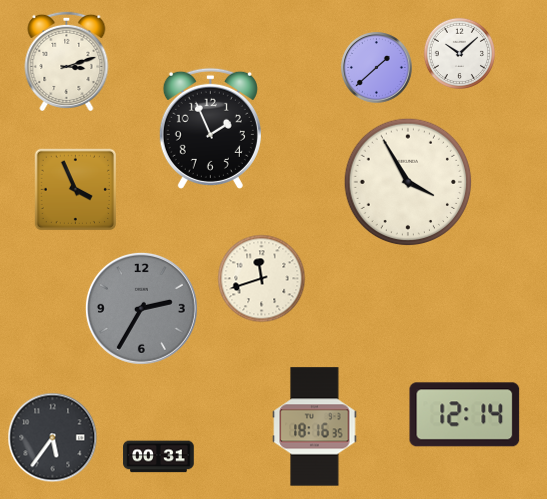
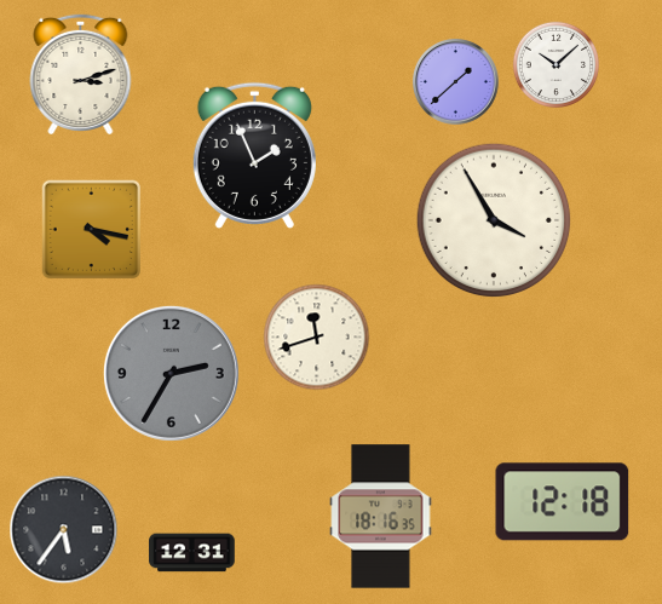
clock at (76, 190): 3:56 -> 4:17
clock at (465, 415): 12:14 -> 12:18
clock at (159, 457): 00:31 -> 12:31
